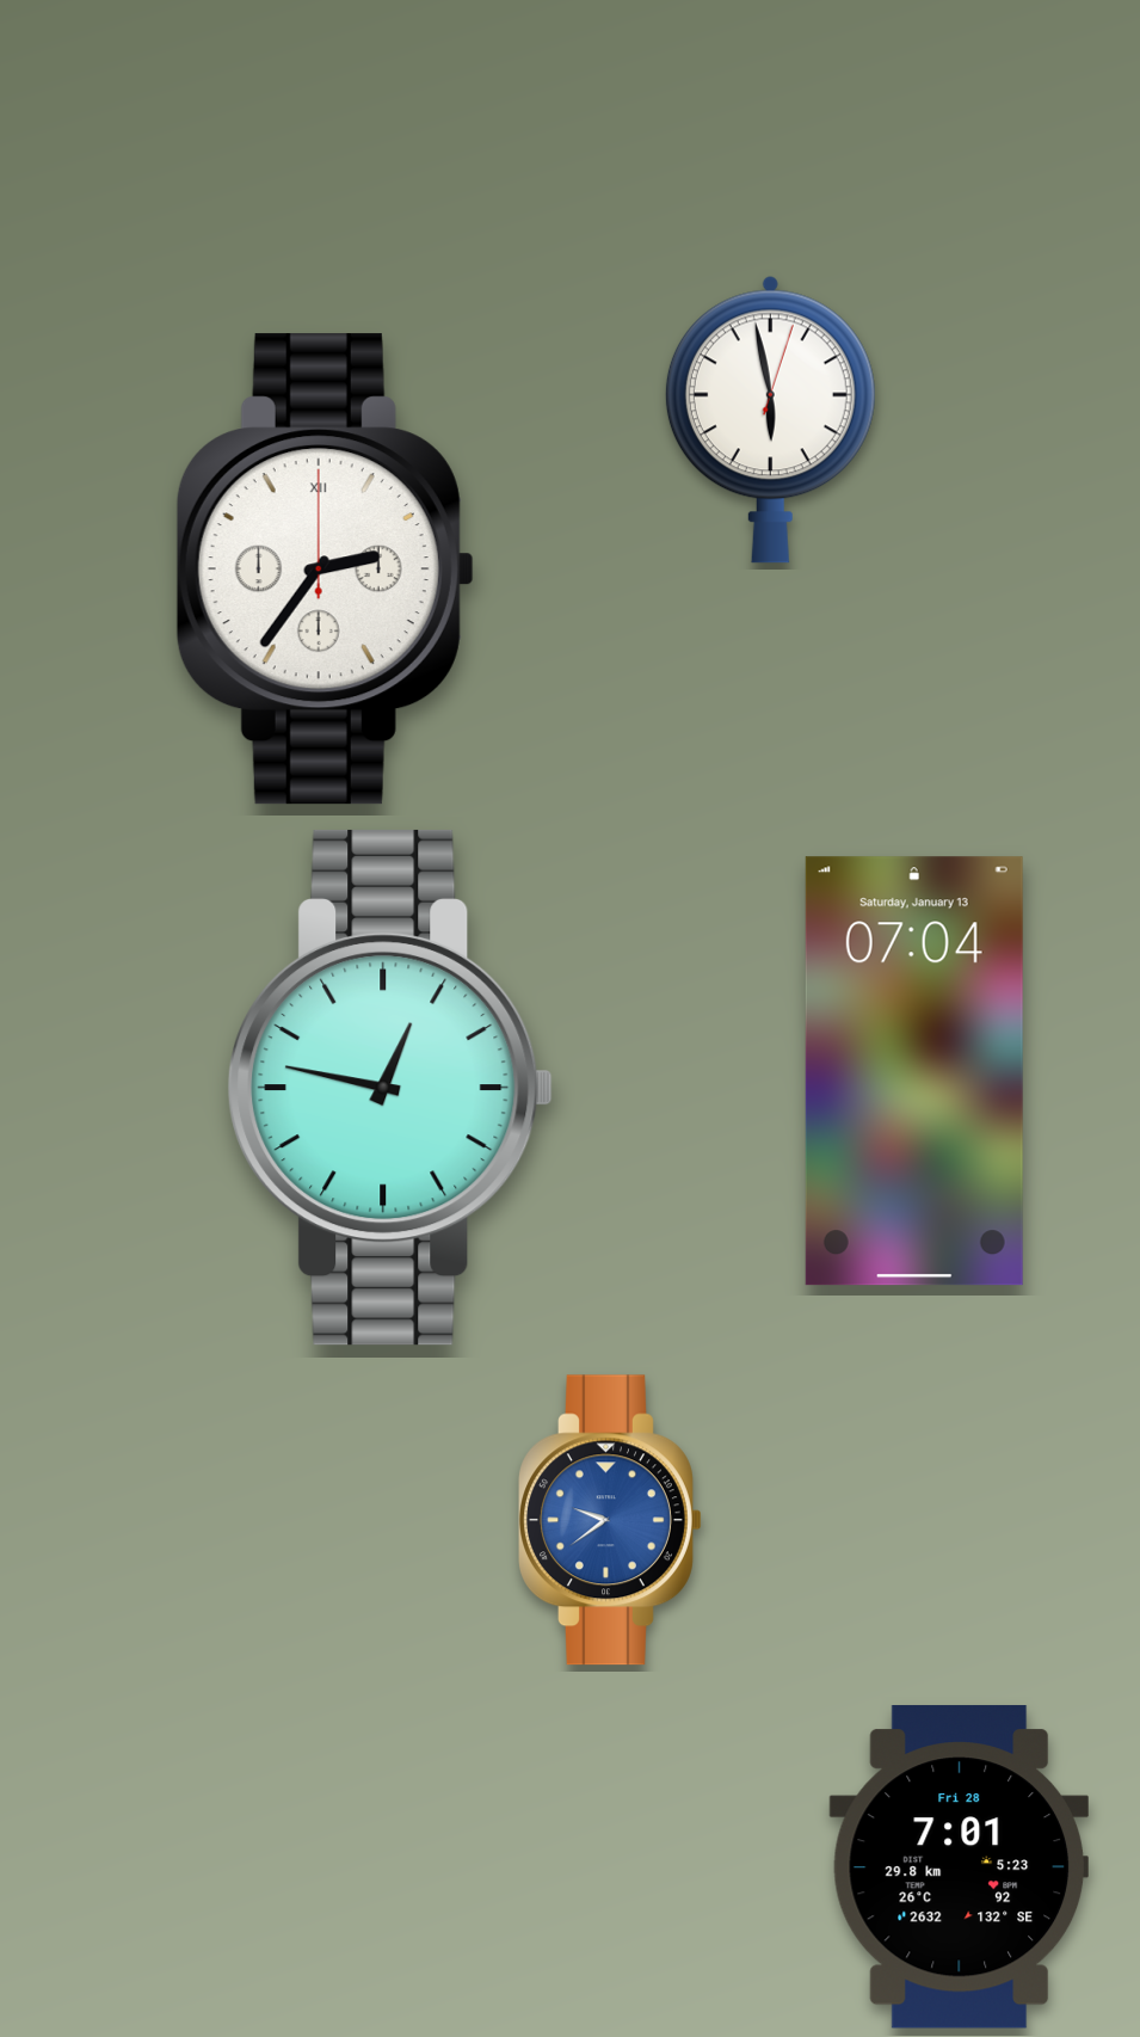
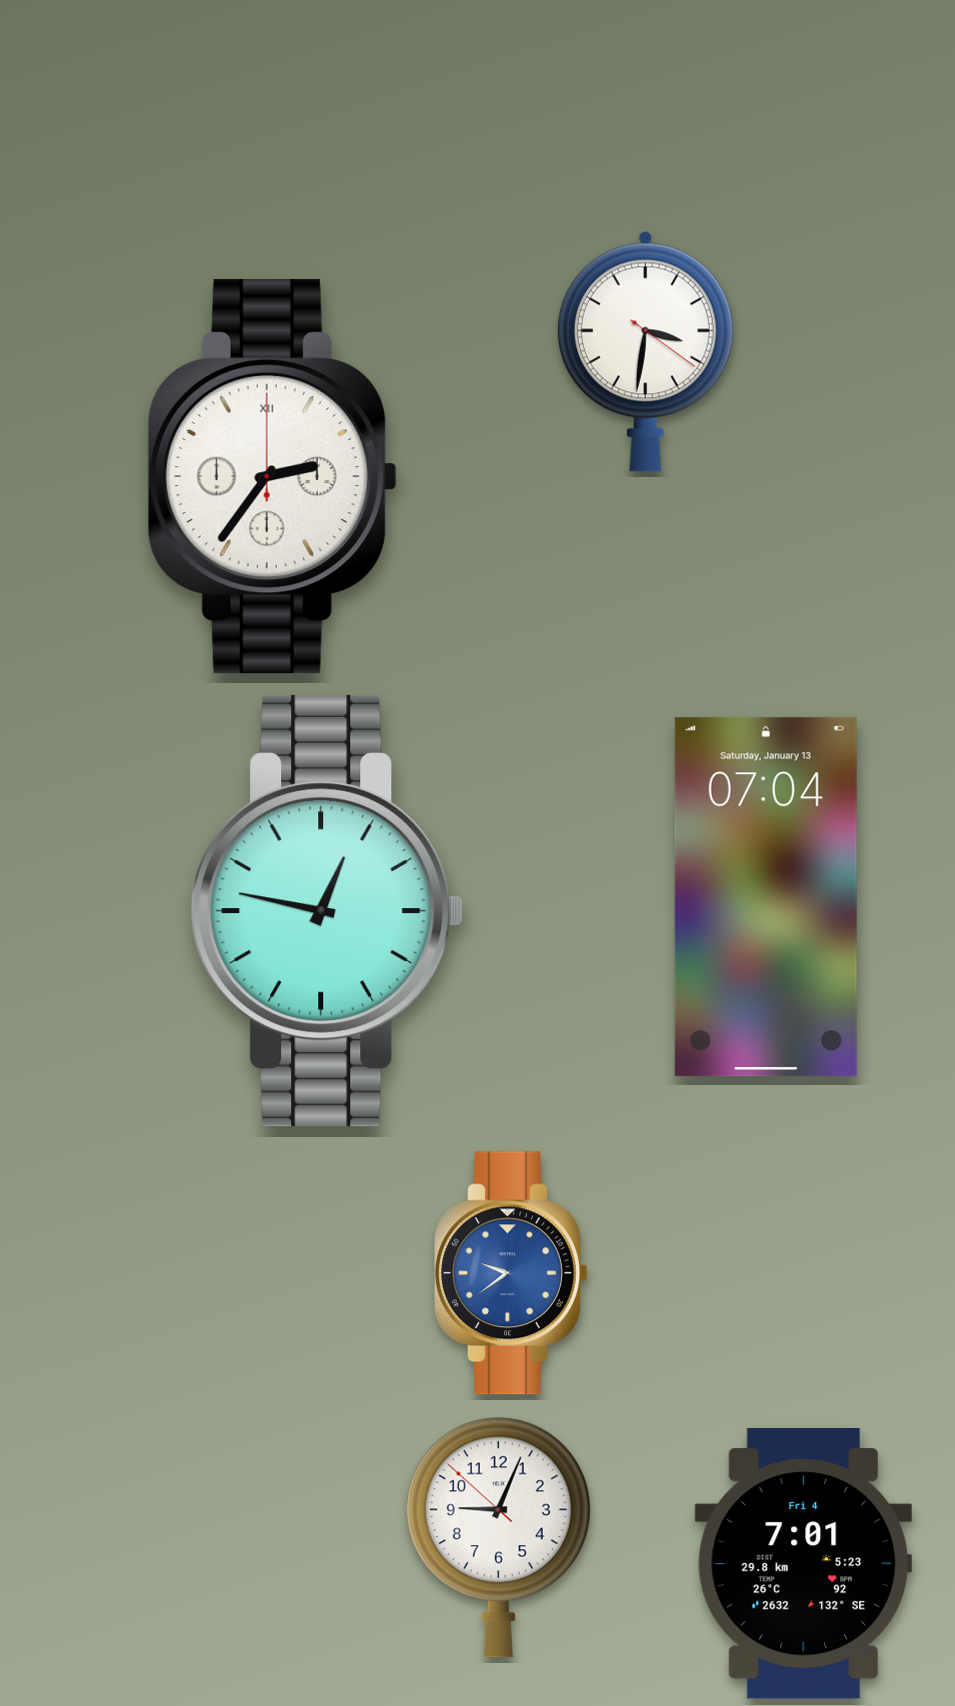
clock at (770, 419): 5:58 -> 3:31
clock at (498, 1537): none -> 9:03
clock at (959, 1867) date: Fri 28 -> Fri 4
